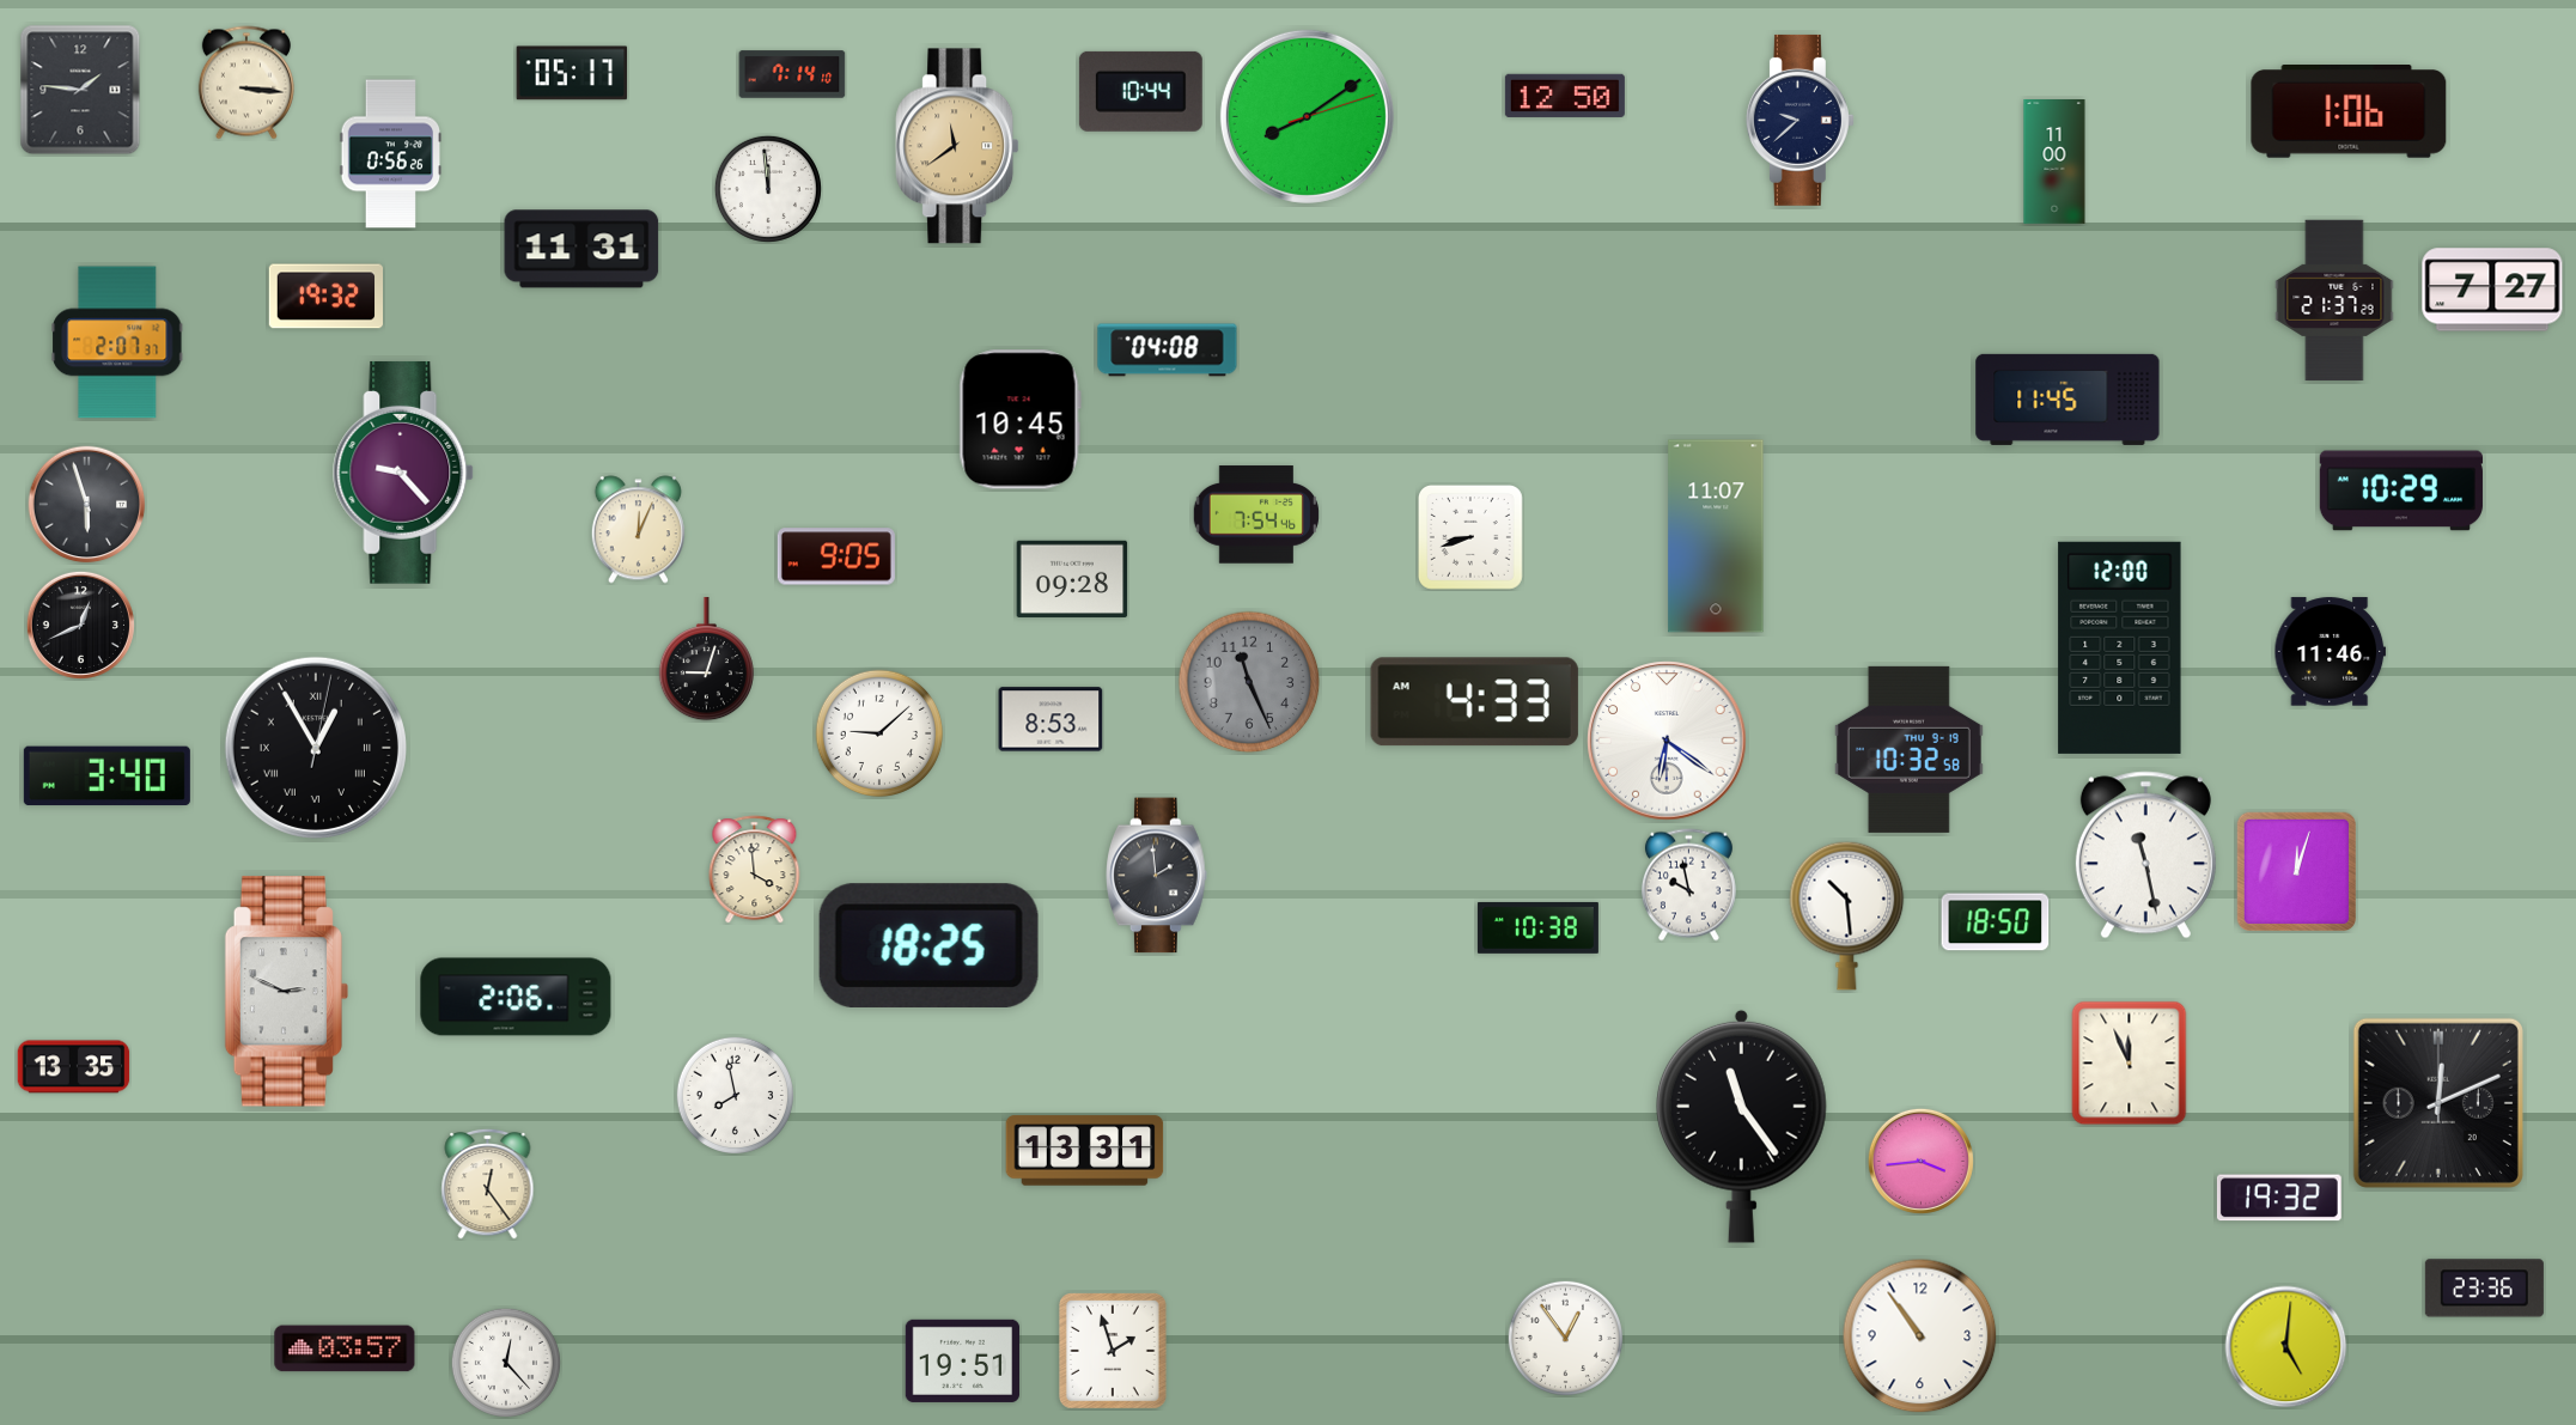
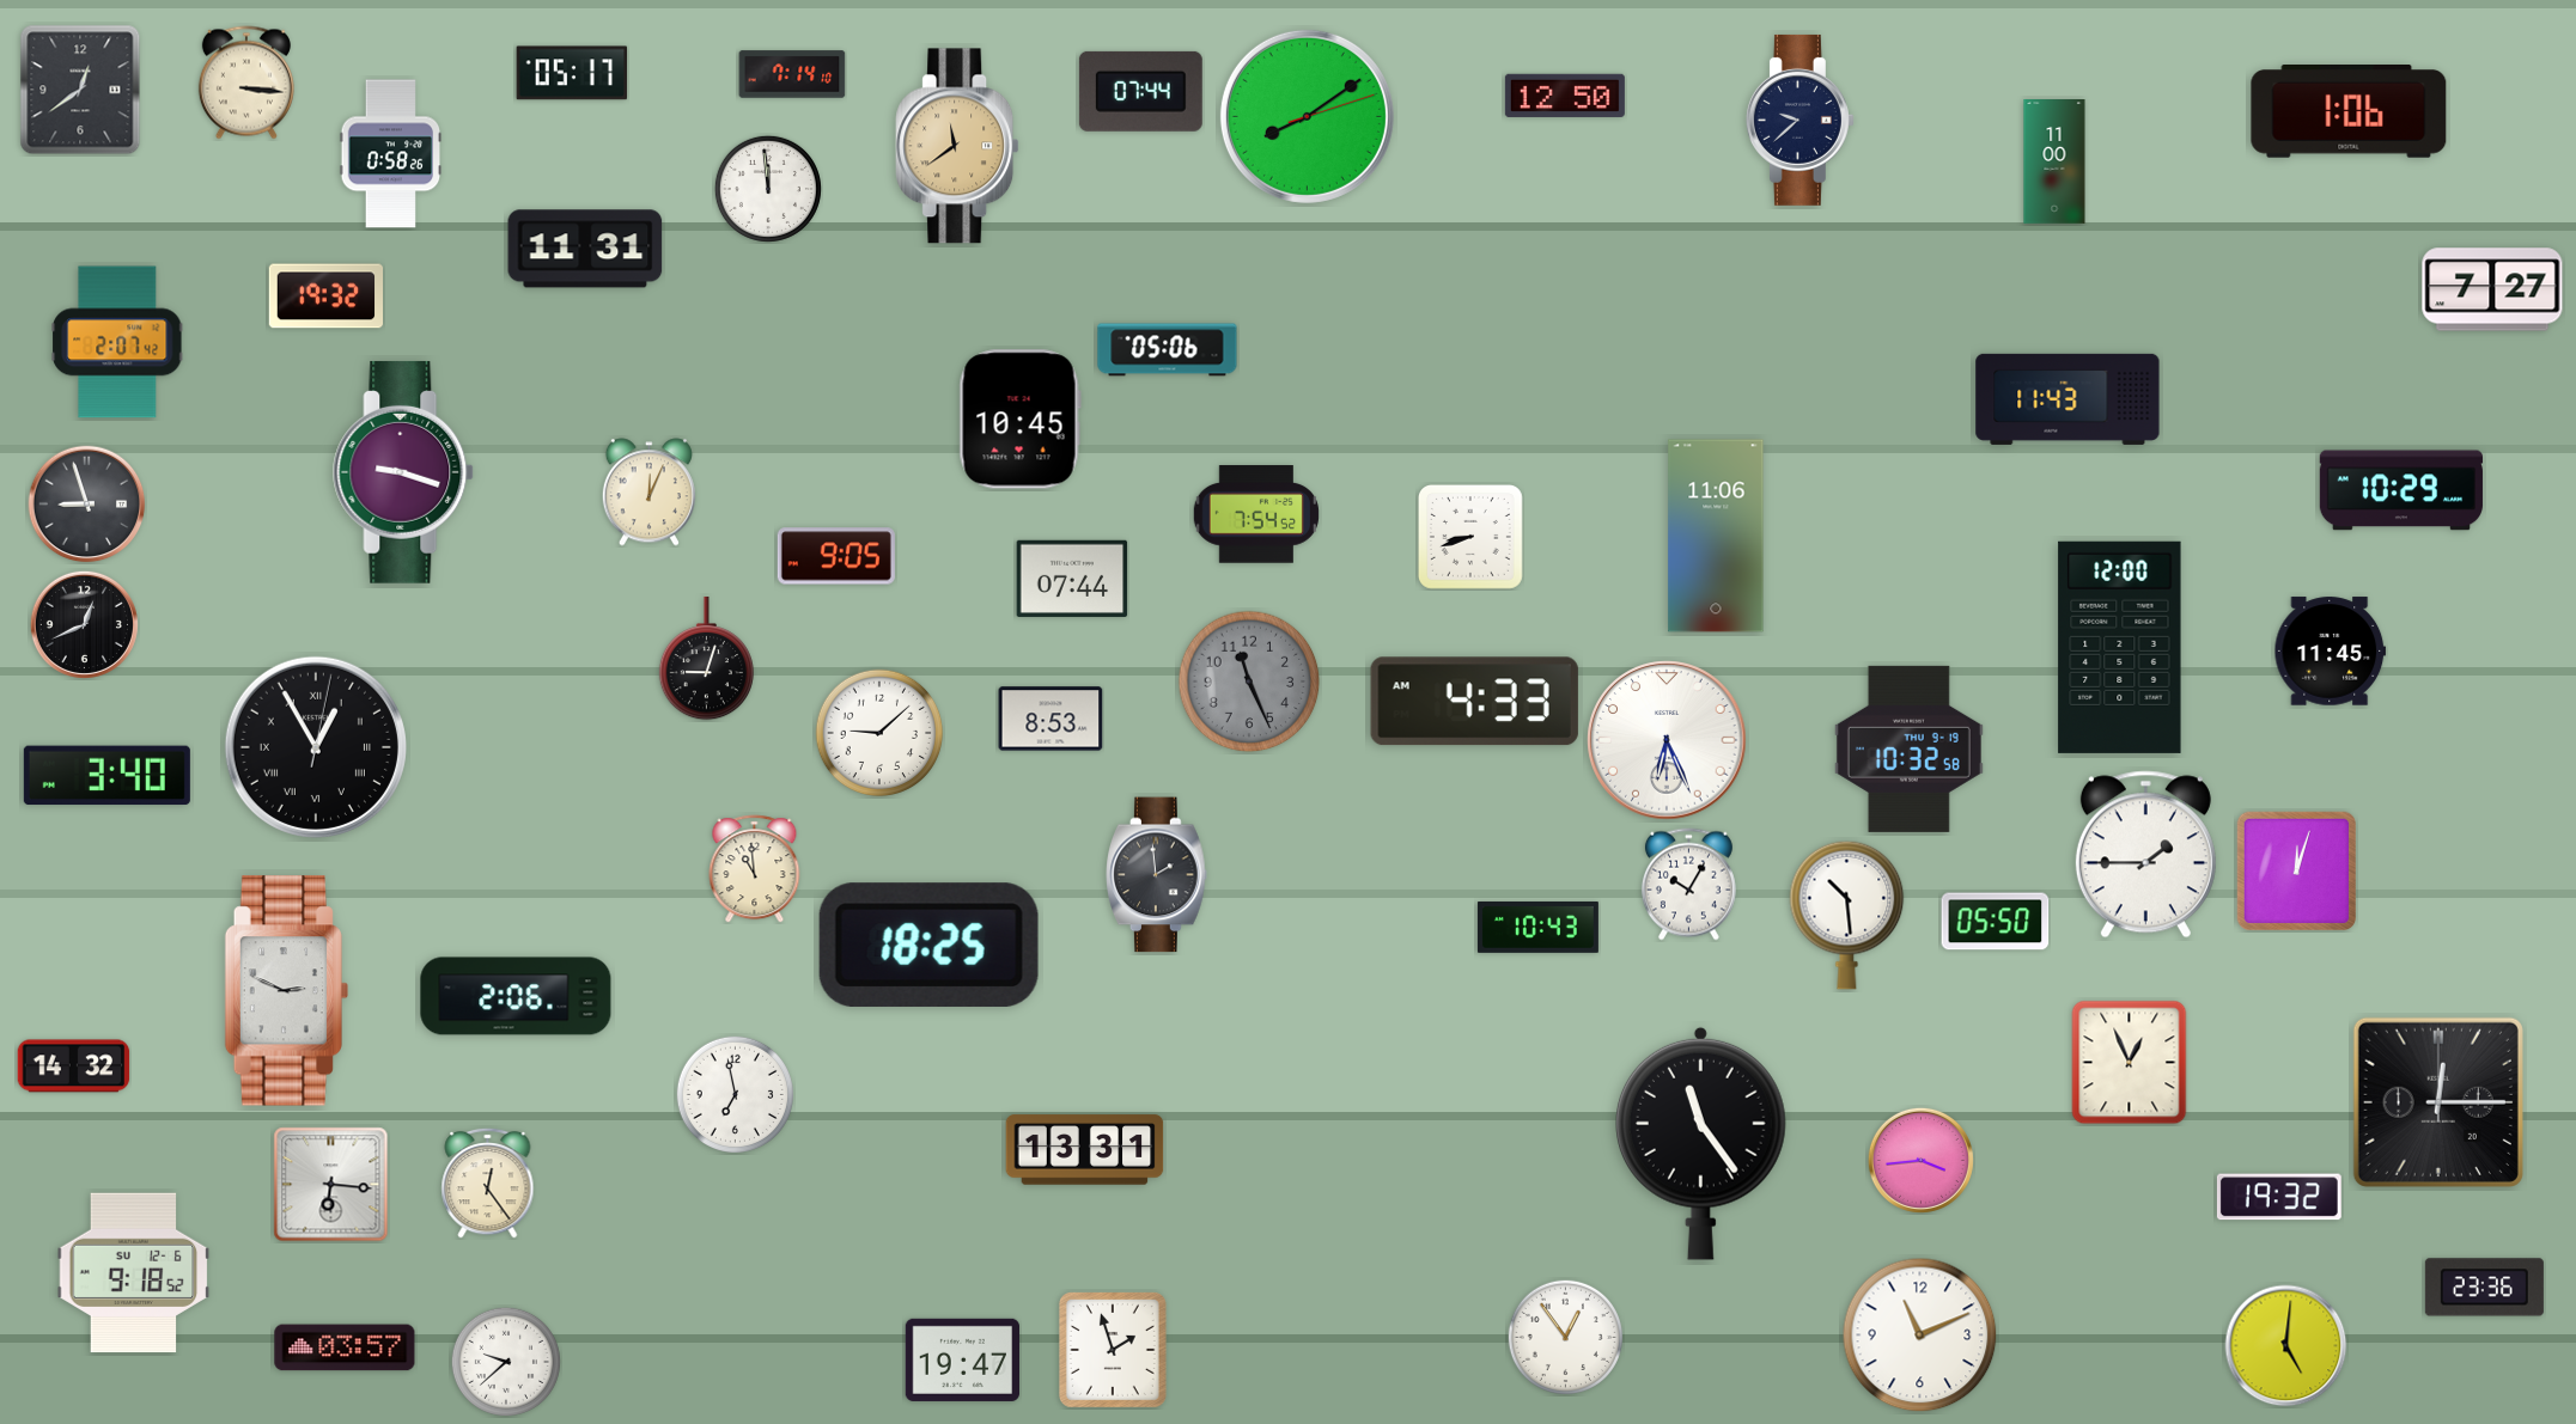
clock at (80, 90): 1:46 -> 12:39
clock at (1140, 91): 10:44 -> 07:44
clock at (391, 154): 0:56 -> 0:58
clock at (581, 249) position: (581, 249) -> (585, 249)
clock at (2334, 300): 21:37 -> none
clock at (117, 342): 2:07:37 -> 2:07:42
clock at (1168, 351): 04:08 -> 05:06
clock at (2068, 400): 11:45 -> 11:43
clock at (404, 473): 9:23 -> 9:18
clock at (87, 505): 5:57 -> 8:57
clock at (1256, 514): 7:54:46 -> 7:54:52
clock at (638, 530) position: (638, 530) -> (648, 493)
clock at (1716, 536): 11:07 -> 11:06
clock at (1072, 578): 09:28 -> 07:44
clock at (80, 625) position: (80, 625) -> (84, 624)
clock at (2331, 652): 11:46 -> 11:45
clock at (1667, 741): 6:21 -> 6:26
clock at (2145, 855): 11:28 -> 1:45
clock at (755, 870): 3:59 -> 10:59
clock at (1688, 885): 9:58 -> 10:05
clock at (1996, 922): 18:50 -> 05:50
clock at (1537, 927): 10:38 -> 10:43
clock at (2130, 1064): 11:56 -> 12:56
clock at (74, 1067): 13:35 -> 14:32
clock at (735, 1095): 7:58 -> 6:58
clock at (2438, 1103): 12:11 -> 12:15
clock at (1741, 1126) position: (1741, 1126) -> (1700, 1143)
clock at (331, 1185): none -> 6:16
clock at (134, 1273): none -> 9:18
clock at (1920, 1336): 10:54 -> 11:11
clock at (962, 1360): 19:51 -> 19:47
clock at (506, 1363): 12:23 -> 9:38
